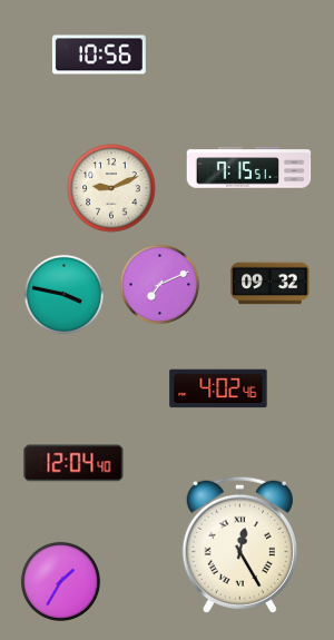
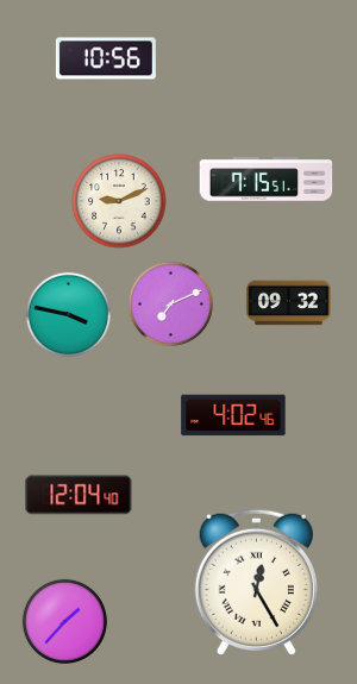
clock at (60, 581): 1:35 -> 1:37
